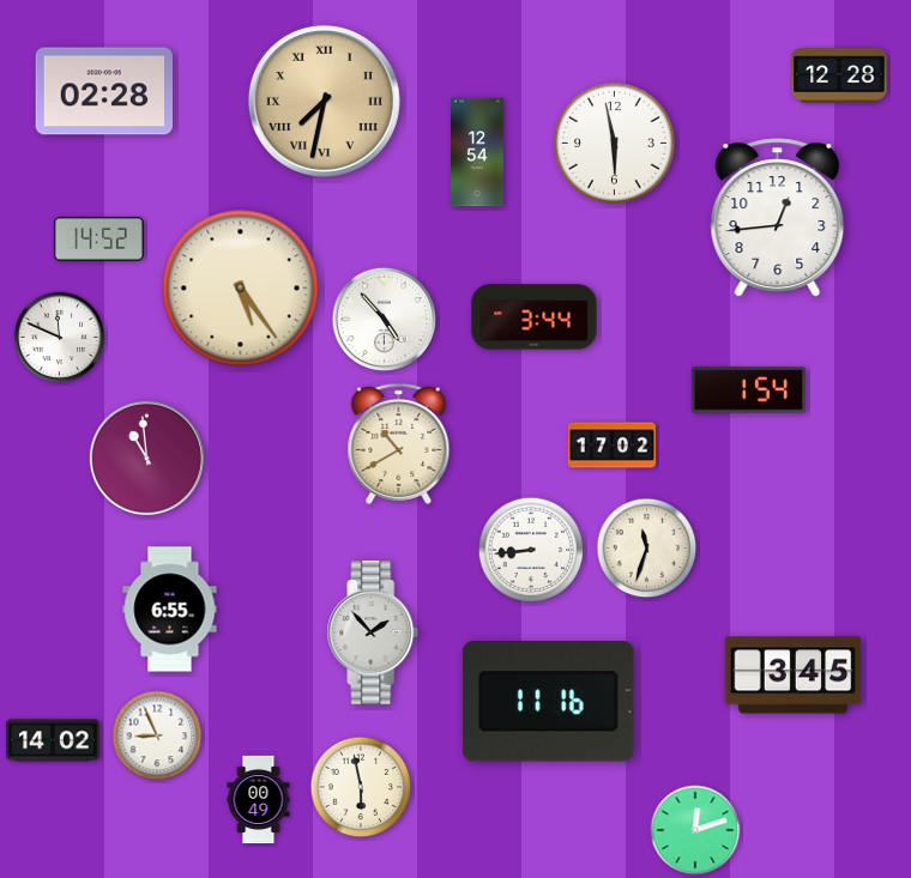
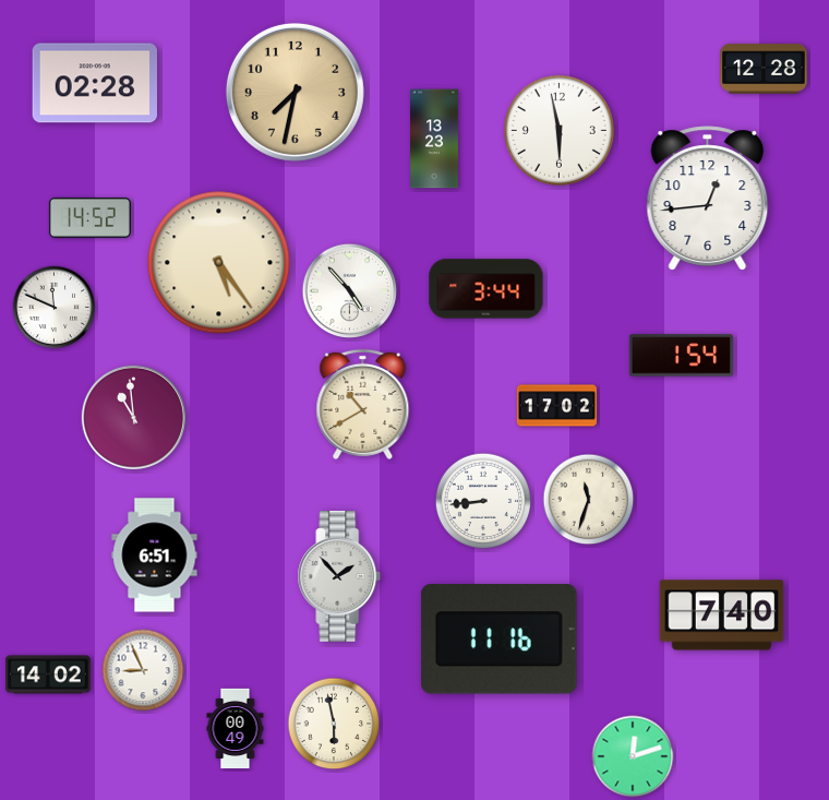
clock at (324, 101) numerals: Roman -> Arabic
clock at (478, 152): 12:54 -> 13:23
clock at (170, 610): 6:55 -> 6:51
clock at (794, 676): 3:45 -> 7:40
clock at (361, 787) position: (361, 787) -> (334, 724)
